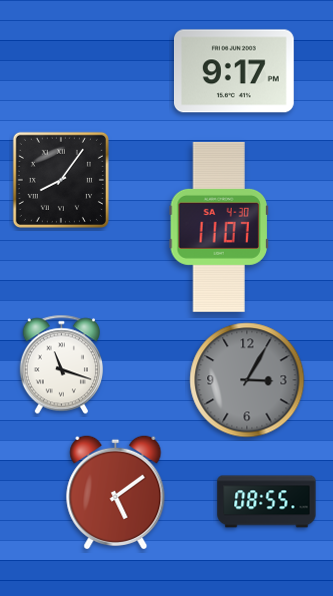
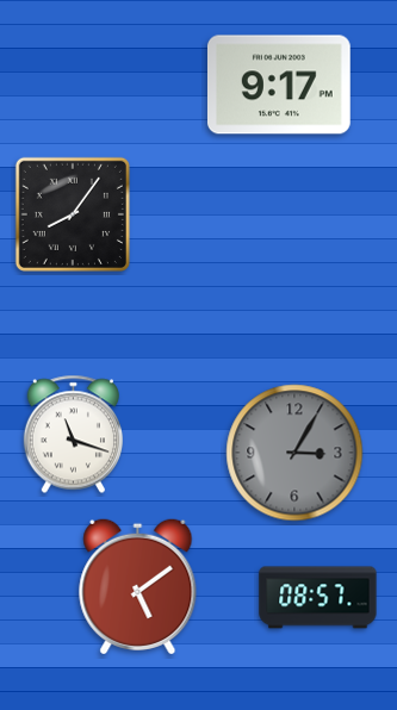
clock at (219, 227): 11:07 -> none
clock at (267, 502): 08:55 -> 08:57
